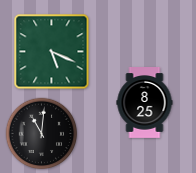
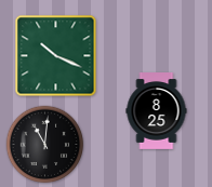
clock at (52, 52): 5:19 -> 10:19
